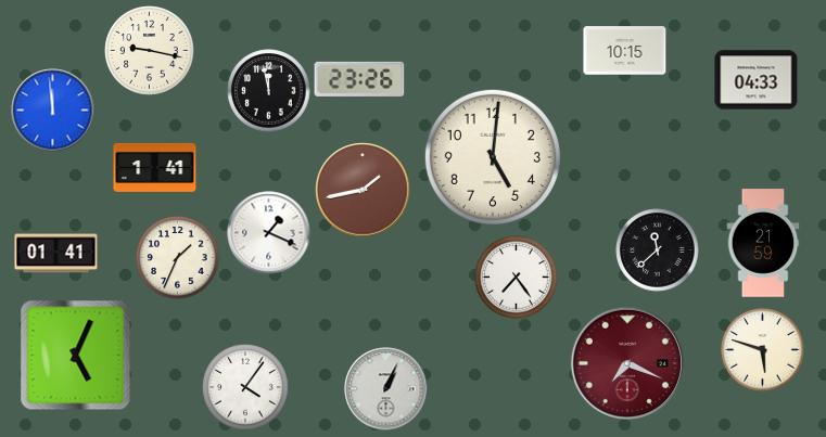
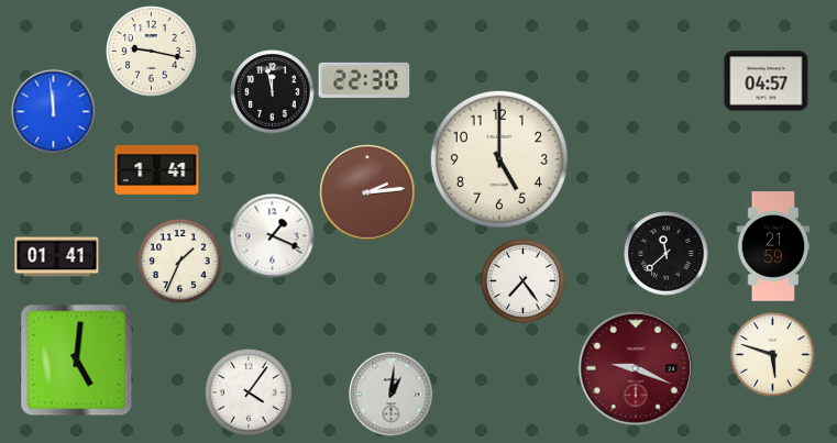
clock at (625, 51): 10:15 -> none
clock at (359, 79): 23:26 -> 22:30
clock at (757, 80): 04:33 -> 04:57
clock at (493, 157): 5:01 -> 5:00
clock at (363, 190): 1:43 -> 2:14
clock at (76, 356): 5:04 -> 5:01
clock at (626, 362): 7:19 -> 9:19
clock at (386, 389): 1:04 -> 1:01
